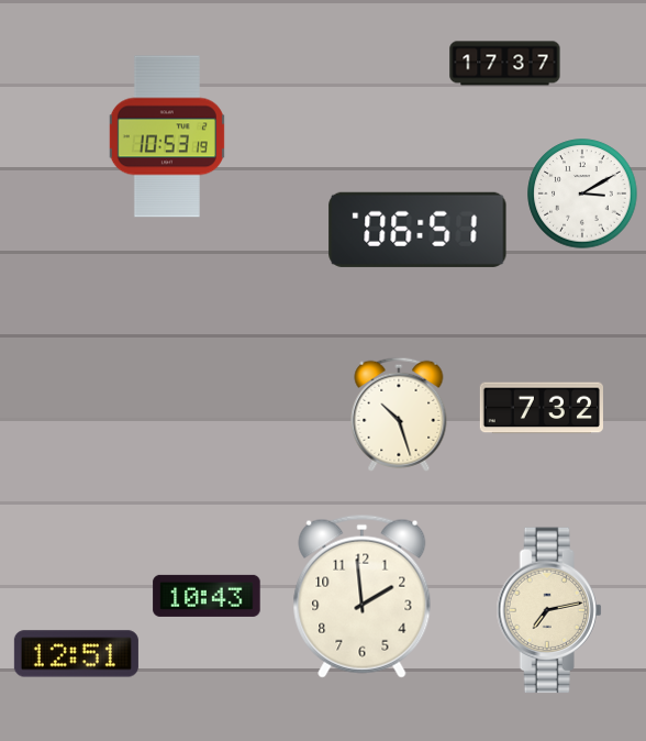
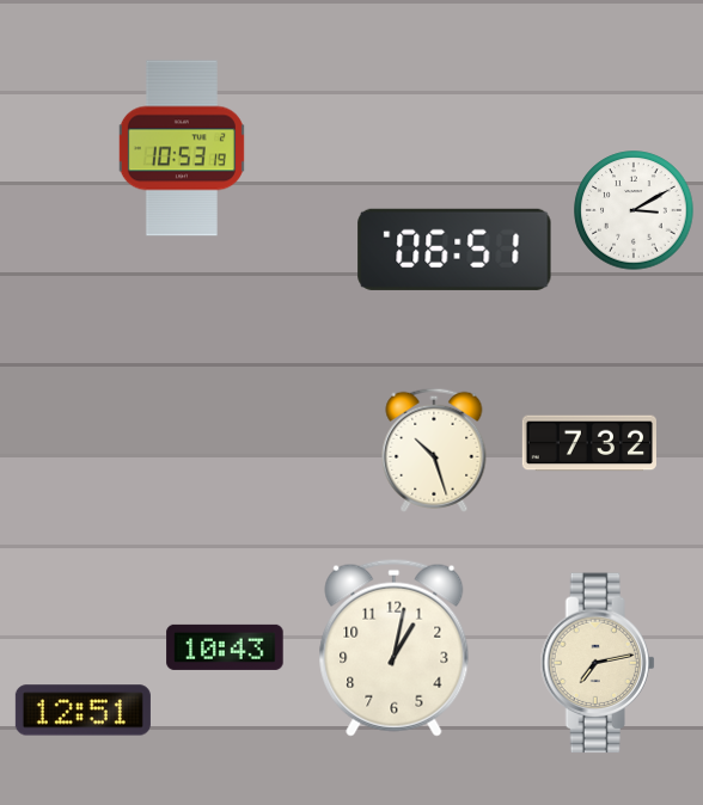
clock at (505, 64): 17:37 -> none
clock at (363, 596): 1:59 -> 1:02
